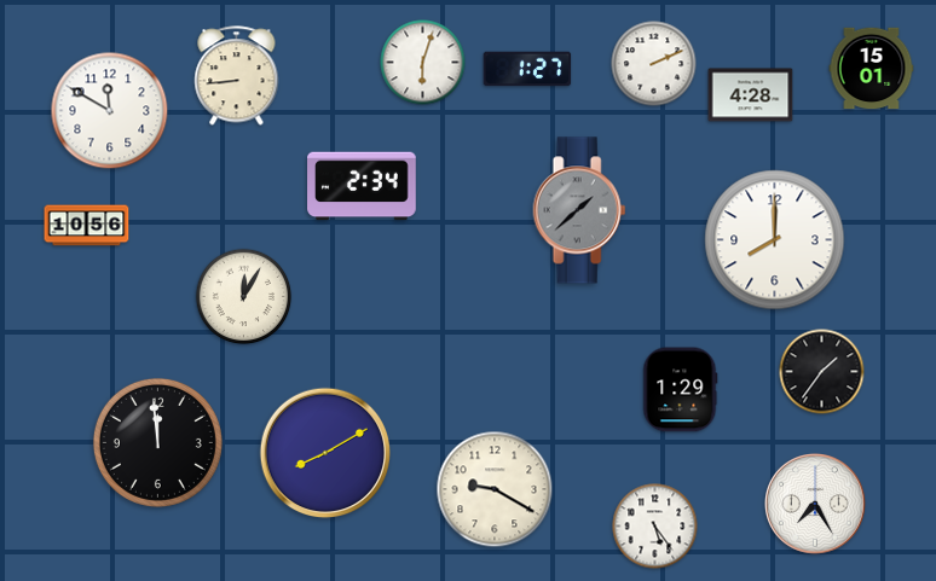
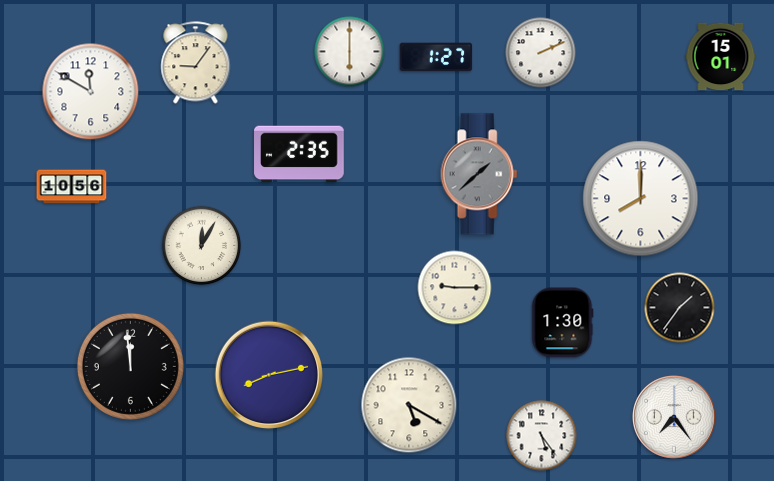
clock at (423, 63): 6:03 -> 6:00
clock at (237, 76): 8:44 -> 9:06
clock at (751, 95): 4:28 -> none
clock at (362, 186): 2:34 -> 2:35
clock at (455, 288): none -> 9:15
clock at (681, 390): 1:29 -> 1:30
clock at (325, 453): 8:10 -> 8:13
clock at (495, 489): 9:20 -> 5:20
clock at (816, 505): 7:25 -> 7:24
